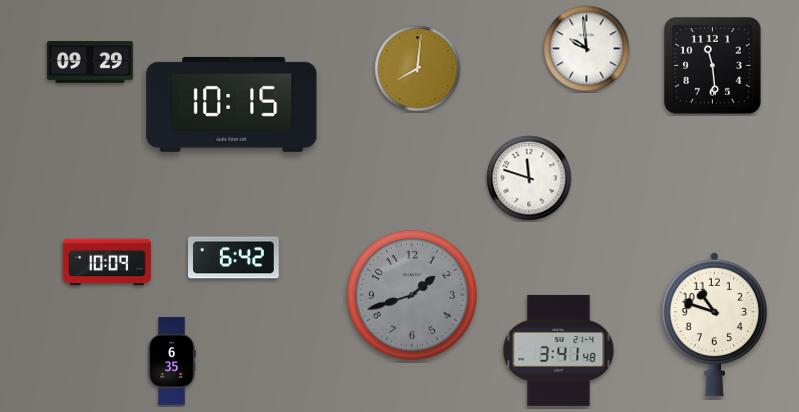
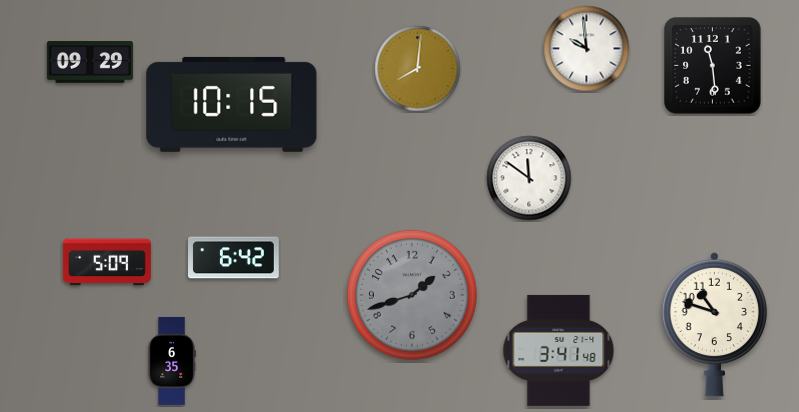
clock at (529, 178): 11:48 -> 11:51
clock at (107, 262): 10:09 -> 5:09
